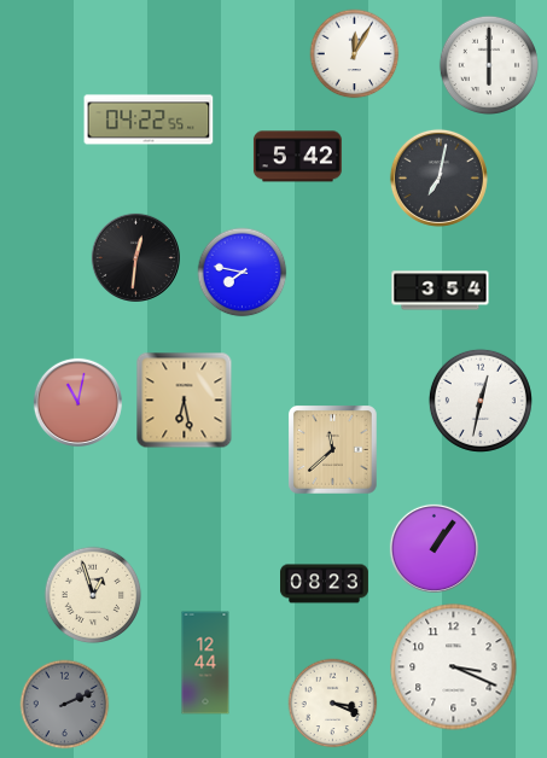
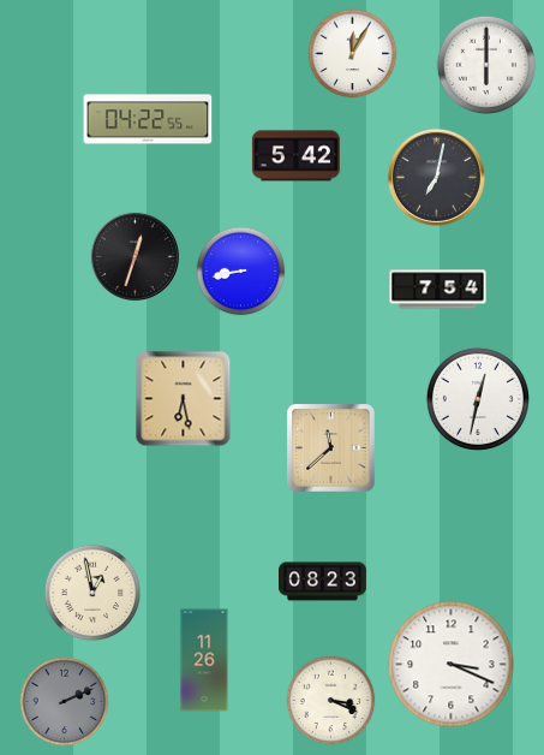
clock at (135, 257): 12:31 -> 12:33
clock at (243, 273): 7:47 -> 8:43
clock at (441, 291): 3:54 -> 7:54
clock at (77, 402): 11:02 -> none
clock at (433, 548): 1:06 -> none
clock at (93, 595): 12:57 -> 12:58
clock at (205, 663): 12:44 -> 11:26
